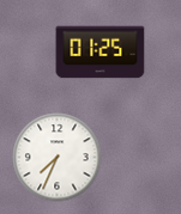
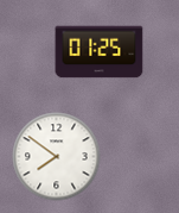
clock at (58, 158): 7:34 -> 7:51
